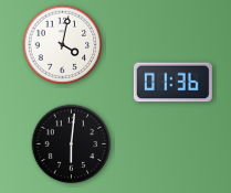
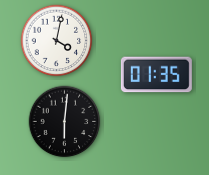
clock at (172, 83): 01:36 -> 01:35
clock at (72, 144) position: (72, 144) -> (65, 122)
